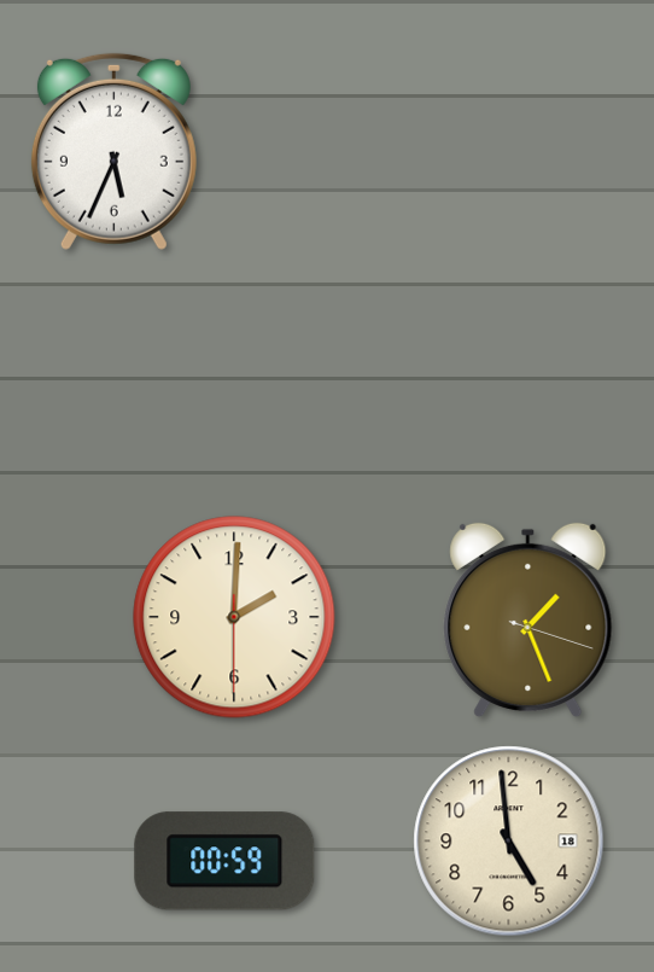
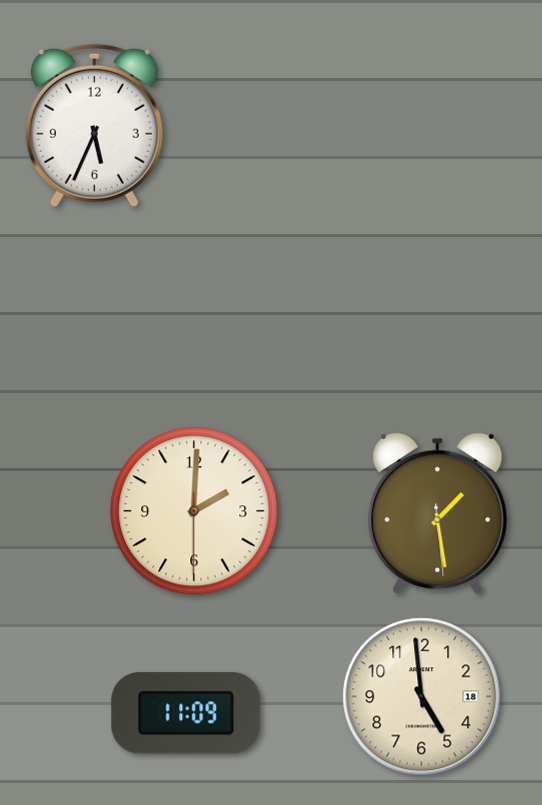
clock at (529, 621): 1:26 -> 1:28
clock at (224, 861): 00:59 -> 11:09
